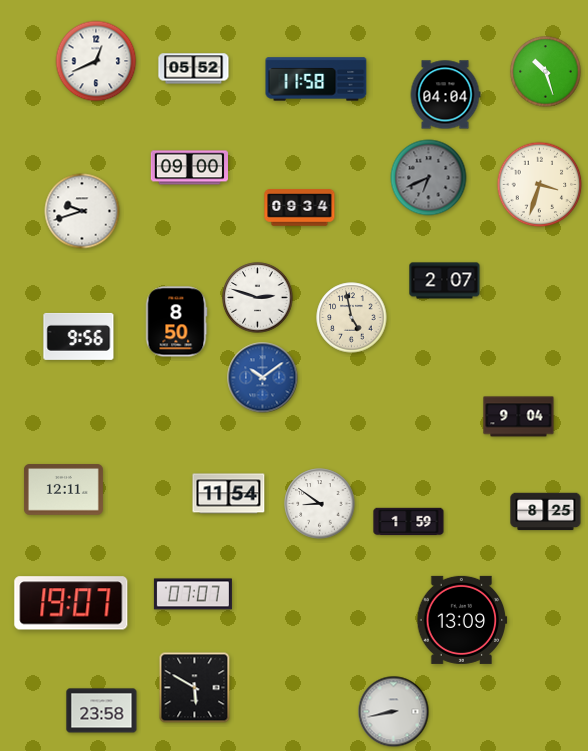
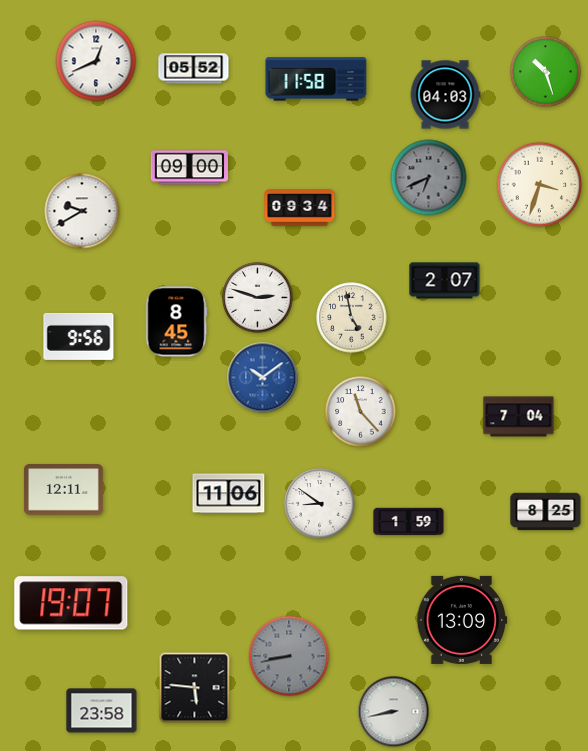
clock at (445, 95): 04:04 -> 04:03
clock at (82, 211): 9:42 -> 9:40
clock at (176, 322): 8:50 -> 8:45
clock at (361, 412): none -> 11:23
clock at (519, 417): 9:04 -> 7:04
clock at (229, 494): 11:54 -> 11:06
clock at (193, 594): 07:07 -> none
clock at (289, 656): none -> 8:43
clock at (195, 688): 5:50 -> 5:46
